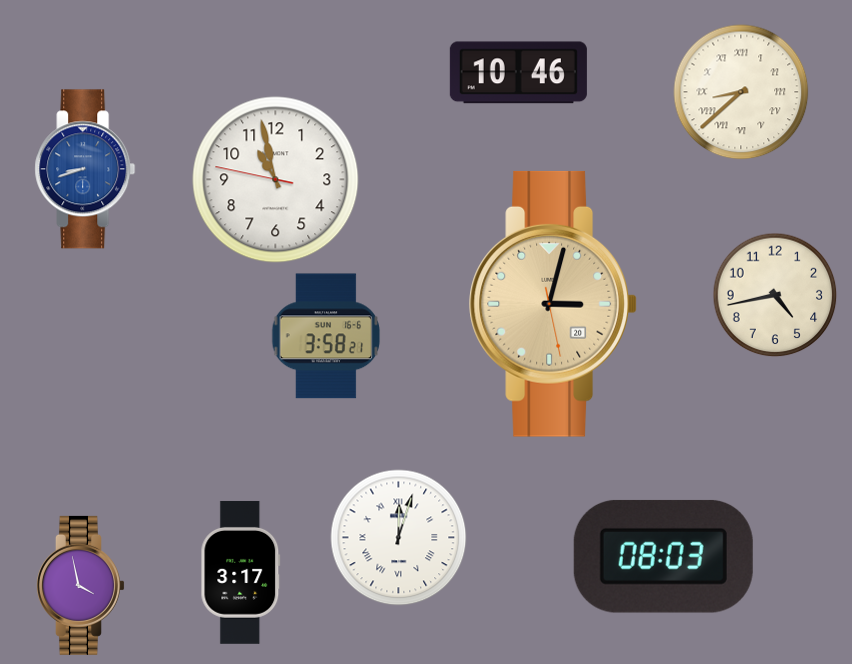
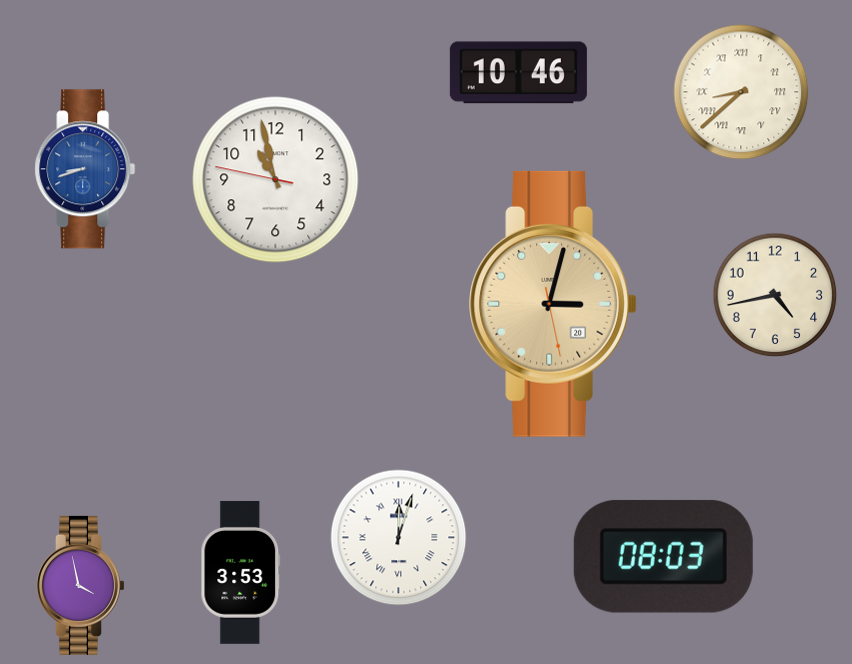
clock at (326, 336): 3:58 -> none
clock at (241, 572): 3:17 -> 3:53
